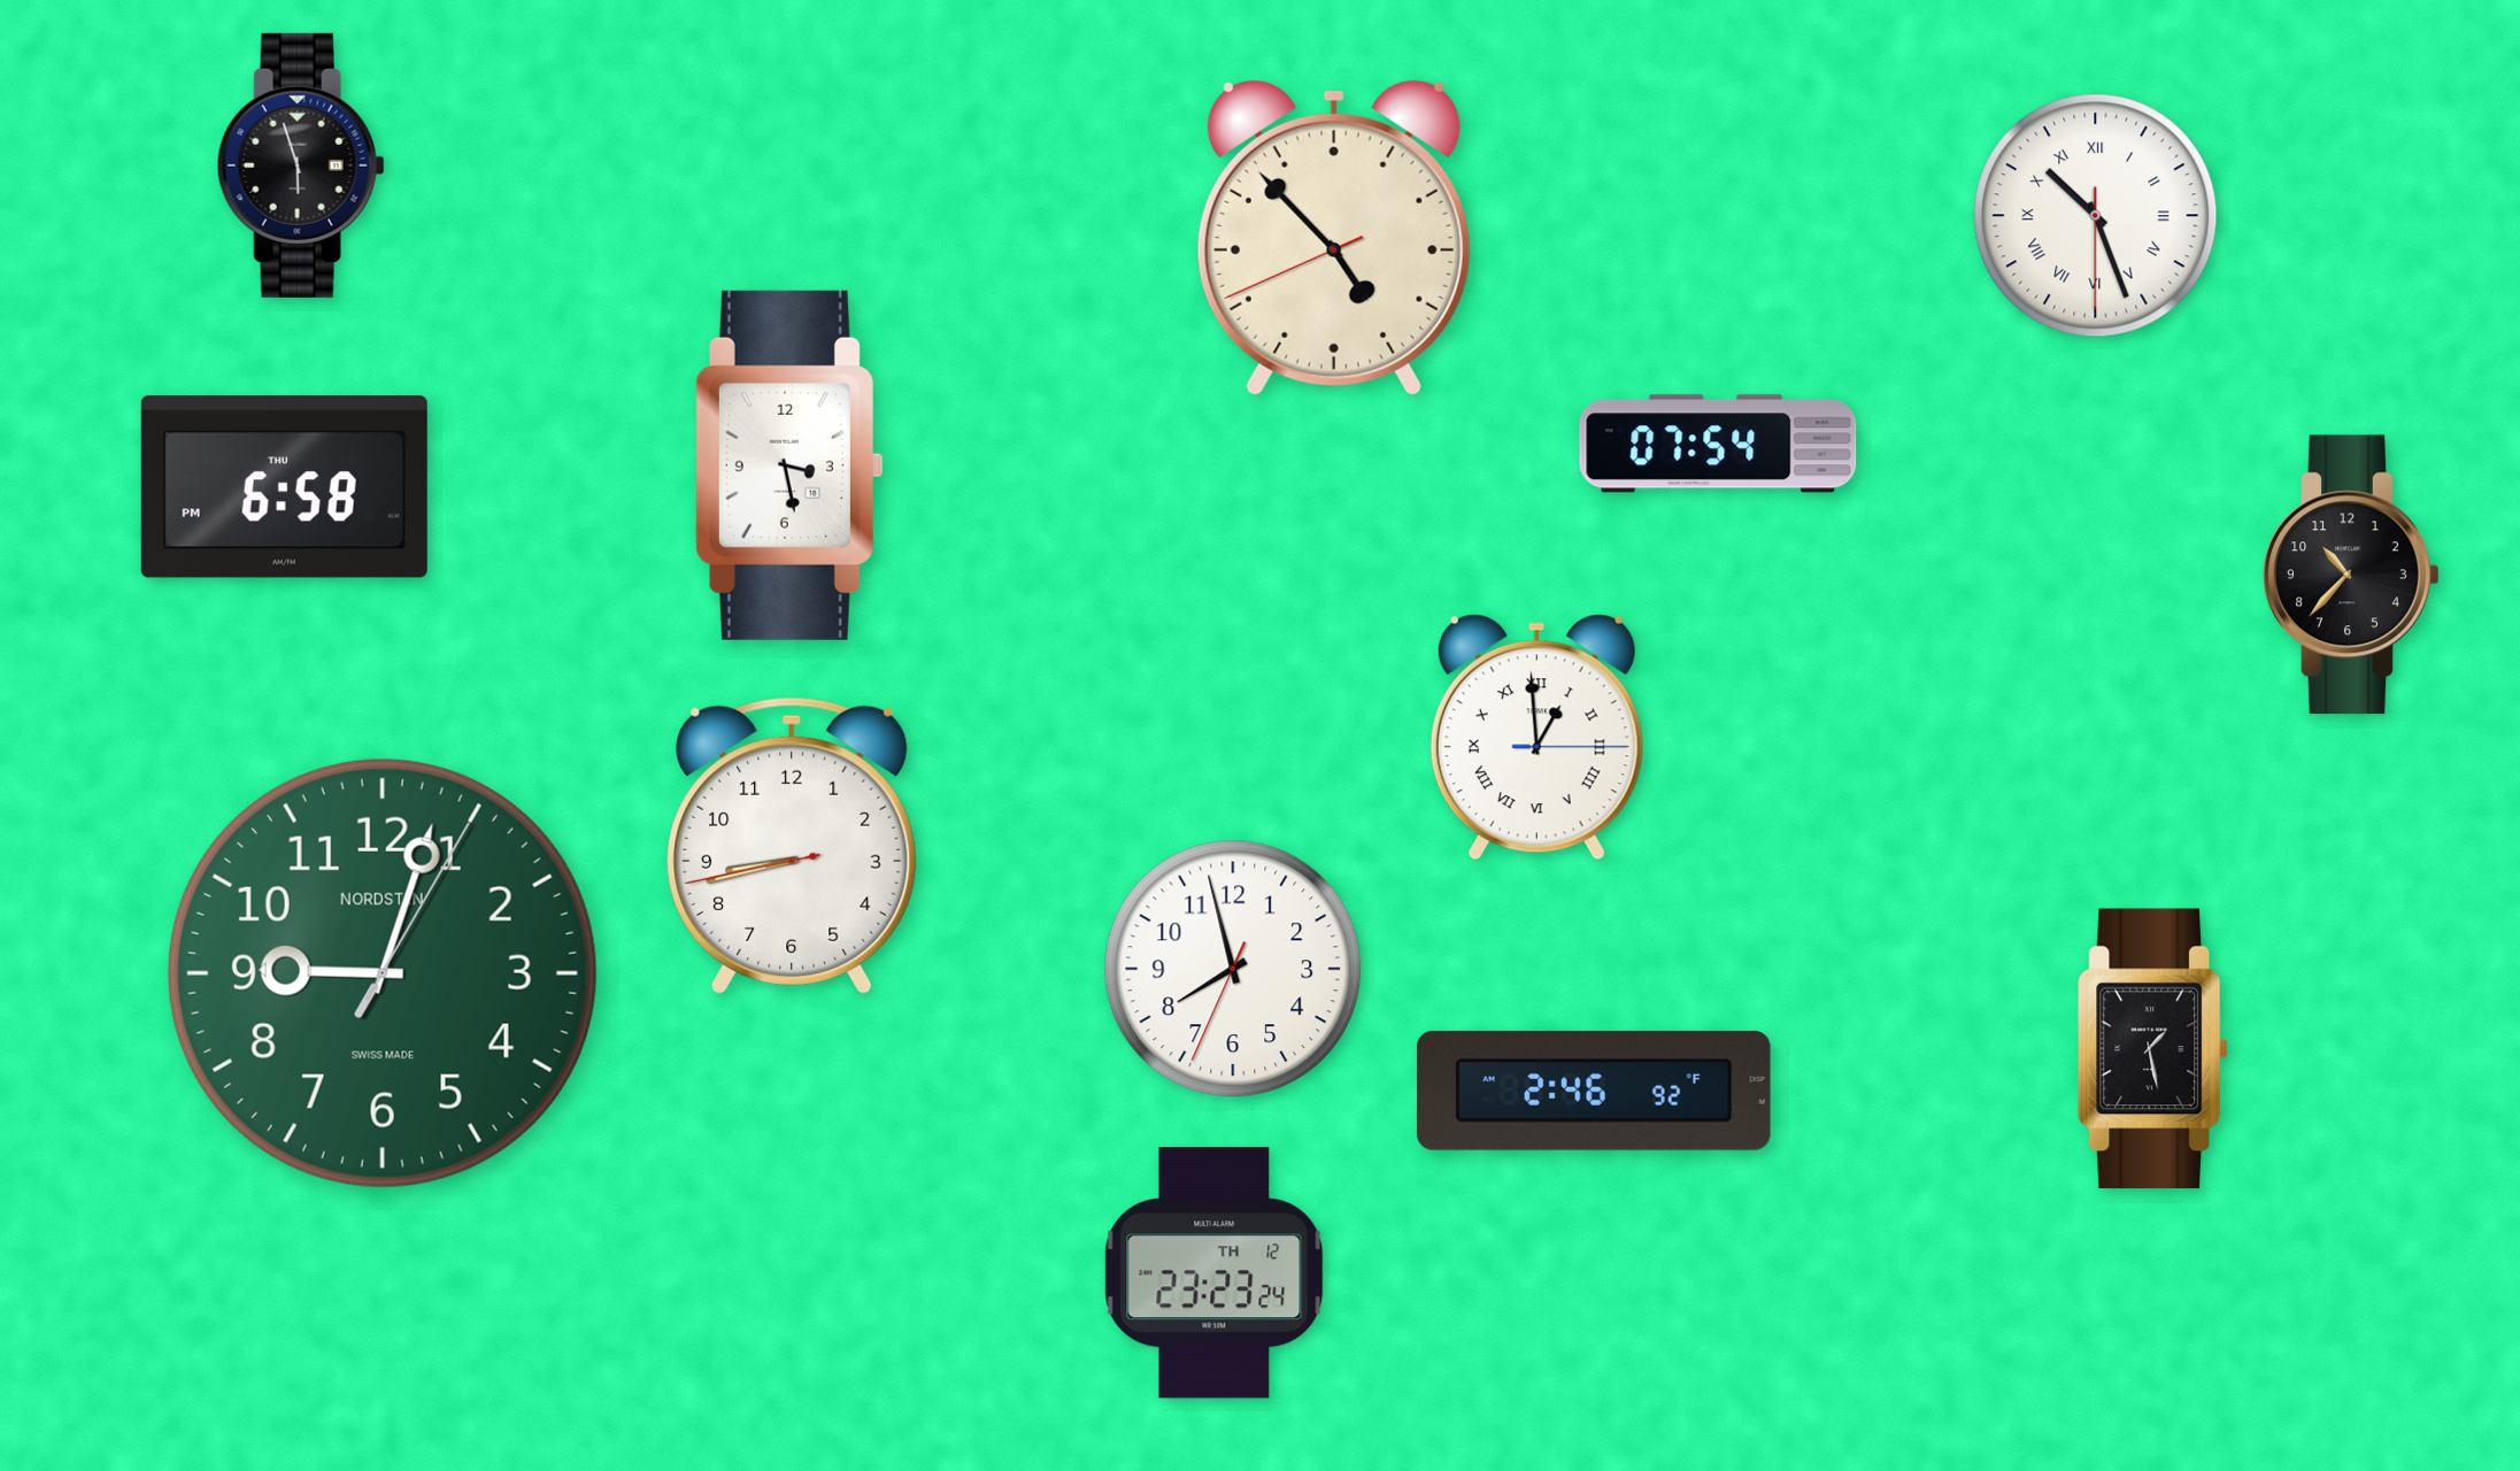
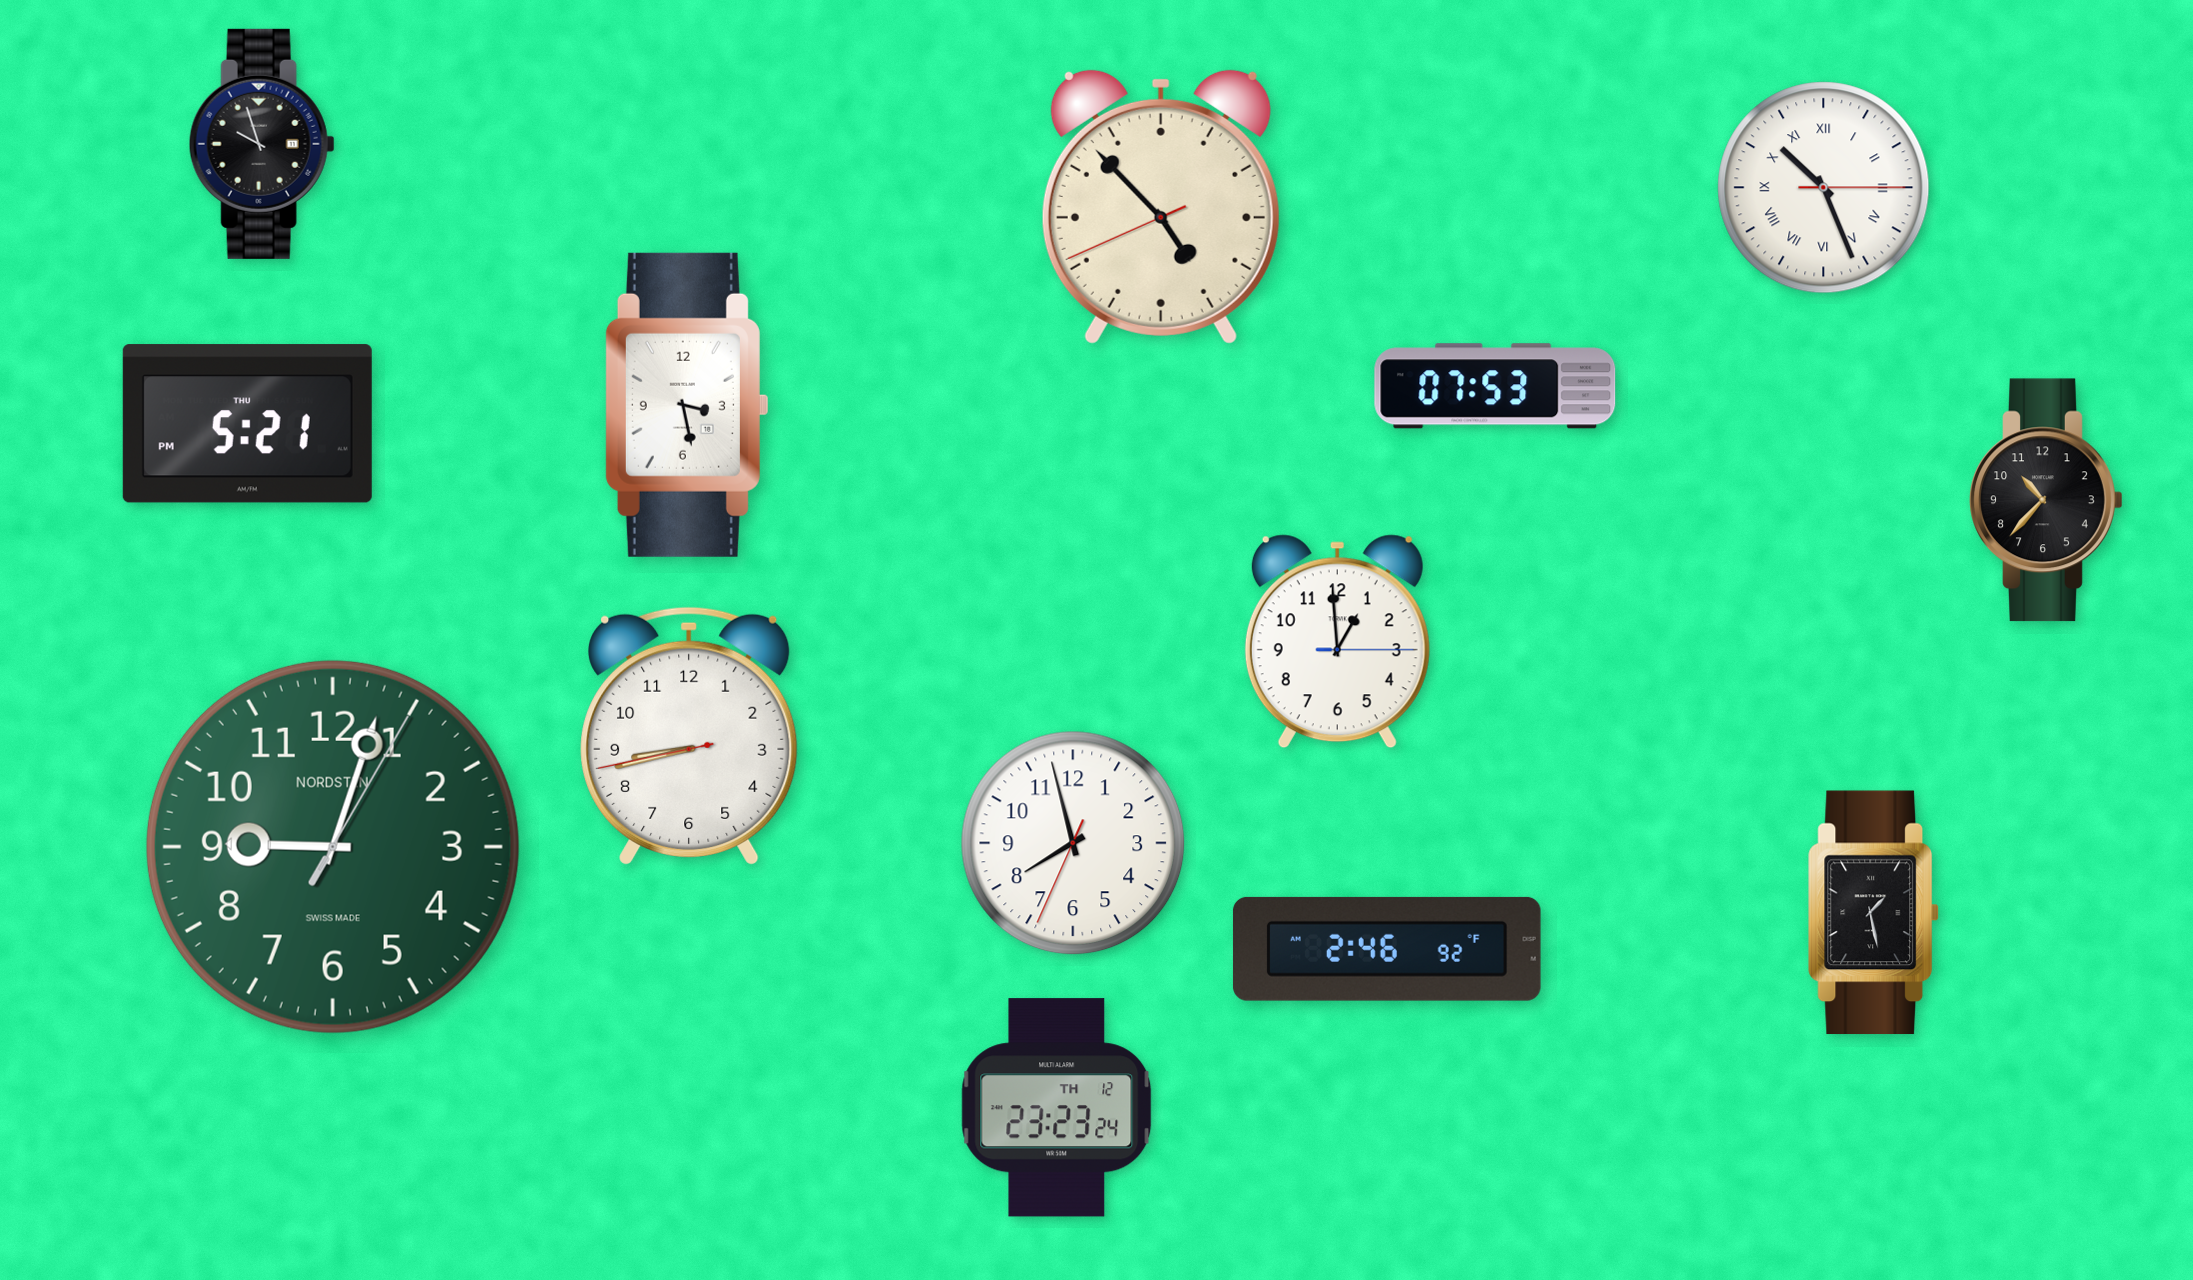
clock at (301, 165): 5:57 -> 9:57
clock at (2096, 216): 10:26:30 -> 10:26:15
clock at (1718, 444): 07:54 -> 07:53
clock at (284, 487): 6:58 -> 5:21
clock at (1536, 738) numerals: Roman -> Arabic
